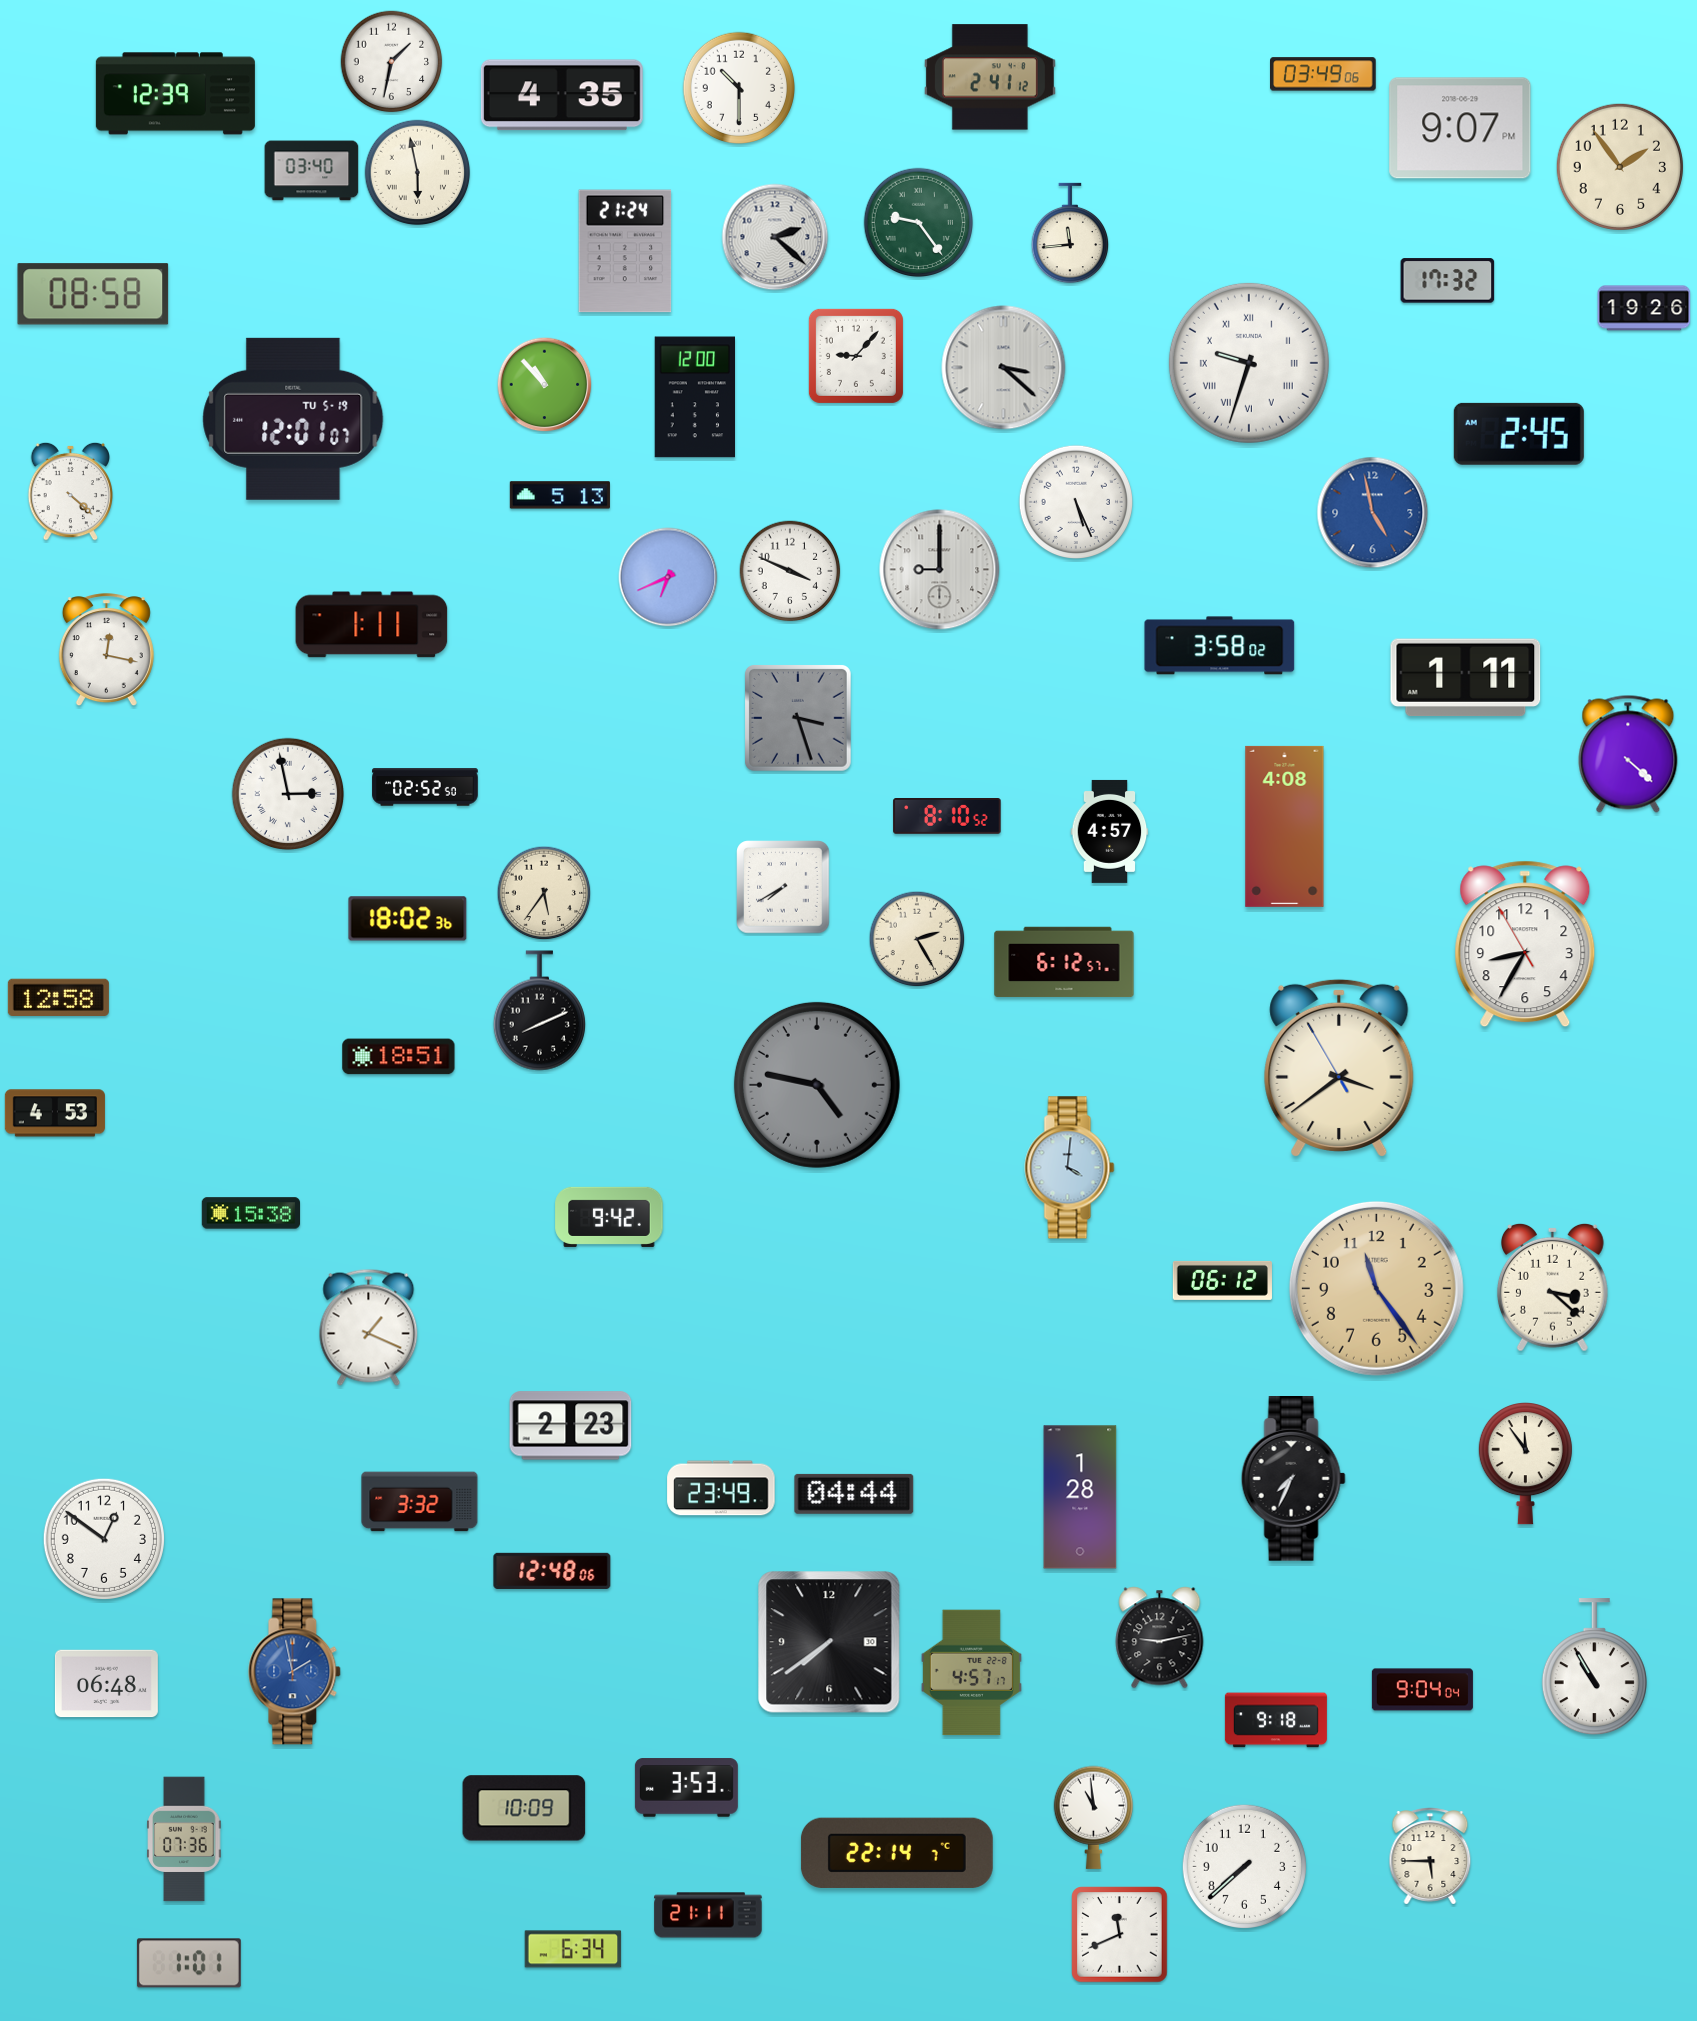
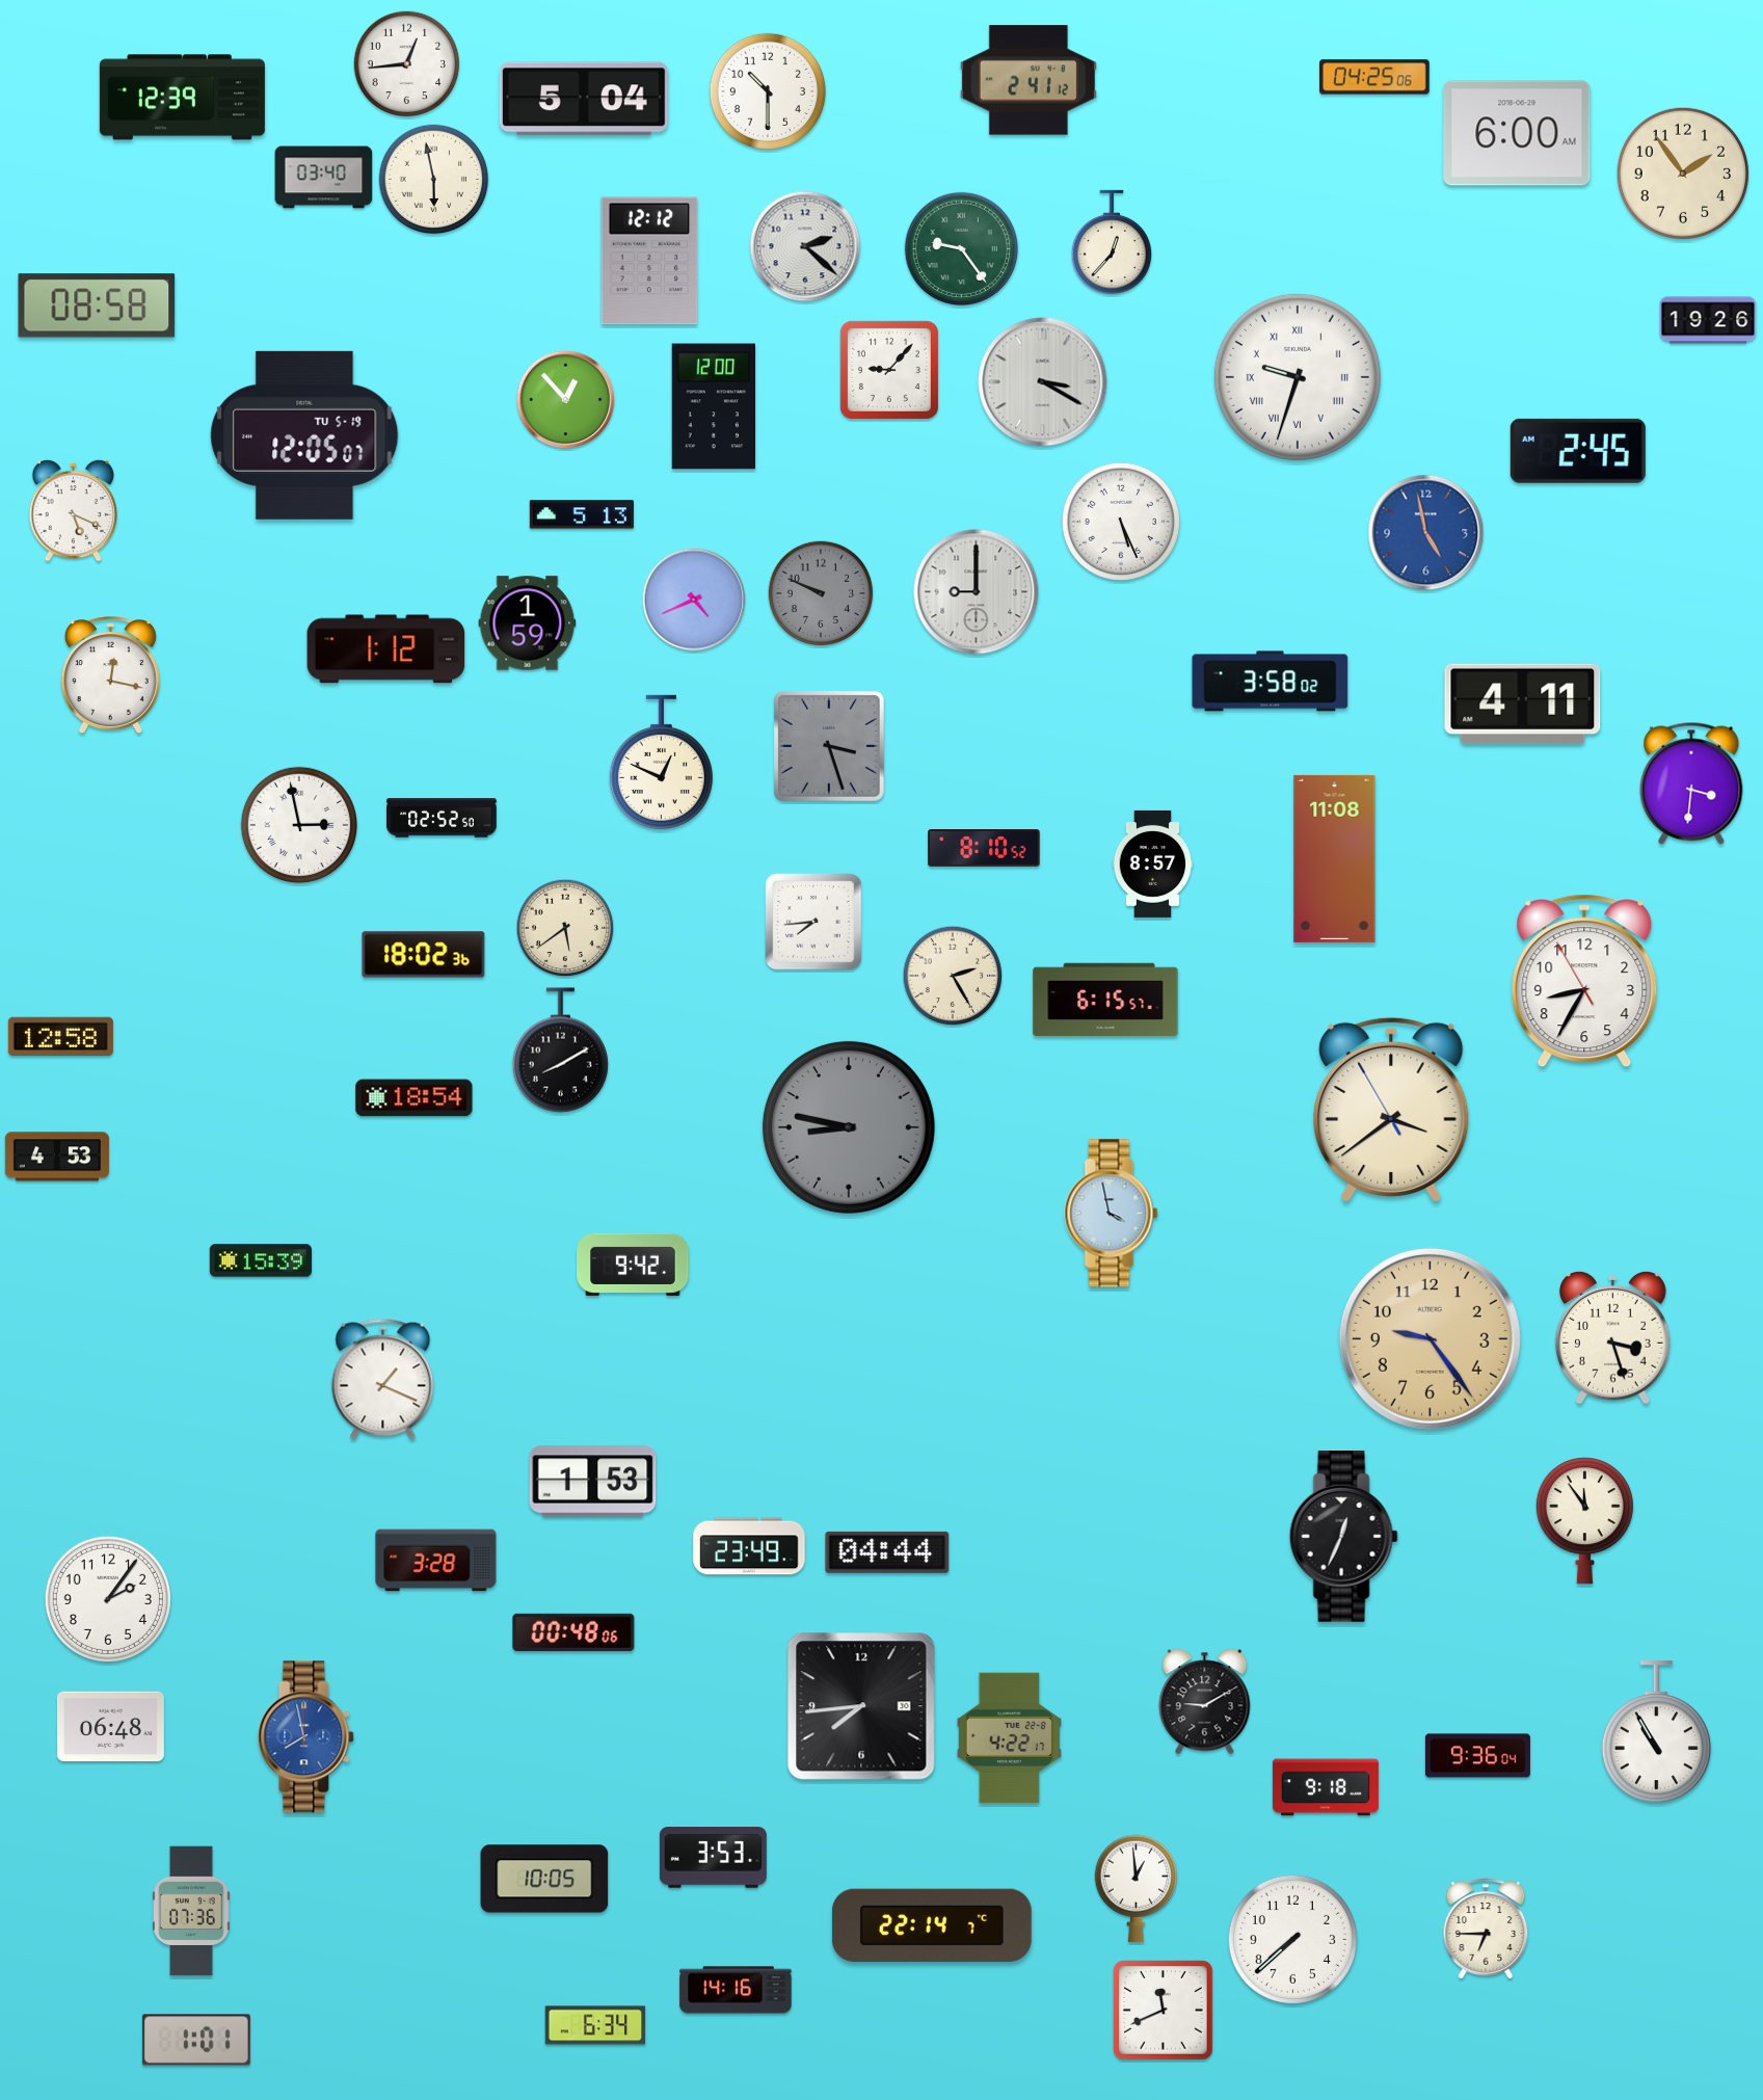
clock at (392, 62): 1:32 -> 12:44
clock at (1323, 74): 03:49 -> 04:25
clock at (562, 95): 4:35 -> 5:04
clock at (1460, 128): 9:07 -> 6:00
clock at (919, 223) position: (919, 223) -> (962, 249)
clock at (1070, 233): 11:44 -> 12:37
clock at (625, 251): 21:24 -> 12:12
clock at (1448, 281): 17:32 -> none
clock at (1004, 368): 3:22 -> 3:20
clock at (545, 385): 10:53 -> 12:53
clock at (694, 397) position: (694, 397) -> (713, 406)
clock at (293, 419): 12:01 -> 12:05
clock at (70, 491): 4:22 -> 5:19
clock at (1075, 501) position: (1075, 501) -> (1120, 521)
clock at (790, 571): 3:49 -> 9:49
clock at (790, 571) dial: white -> grey
clock at (668, 577): 6:41 -> 4:41
clock at (528, 623): none -> 1:59
clock at (372, 625): 1:11 -> 1:12
clock at (1220, 646) position: (1220, 646) -> (1271, 682)
clock at (1466, 678): 1:11 -> 4:11
clock at (661, 762): none -> 12:49
clock at (1628, 754): 4:22 -> 3:31
clock at (1285, 826): 4:08 -> 11:08
clock at (1110, 831): 4:57 -> 8:57
clock at (783, 887): 7:40 -> 7:44
clock at (544, 893): 5:36 -> 5:39
clock at (1064, 962): 6:12 -> 6:15
clock at (539, 1011): 8:11 -> 8:10
clock at (399, 1057): 18:51 -> 18:54
clock at (817, 1085): 4:47 -> 8:47
clock at (1070, 1168): 4:01 -> 3:58
clock at (251, 1213): 15:38 -> 15:39
clock at (1222, 1280): 06:12 -> none
clock at (1552, 1287): 3:22 -> 3:27
clock at (1376, 1288): 11:24 -> 9:24
clock at (571, 1426): 2:23 -> 1:53
clock at (1293, 1479): 7:34 -> 12:34
clock at (1080, 1497): 1:28 -> none
clock at (420, 1502): 3:32 -> 3:28
clock at (104, 1539): 12:51 -> 2:06
clock at (552, 1571): 12:48 -> 00:48
clock at (1160, 1638): 9:13 -> 9:10
clock at (829, 1642): 7:39 -> 7:44
clock at (295, 1672): 1:58 -> 7:58
clock at (971, 1673): 4:57 -> 4:22
clock at (106, 1684) position: (106, 1684) -> (110, 1727)
clock at (1422, 1690): 9:04 -> 9:36
clock at (524, 1808): 10:09 -> 10:05
clock at (1093, 1817): 10:59 -> 12:59
clock at (1430, 1856): 5:45 -> 6:45
clock at (708, 1915): 21:11 -> 14:16
